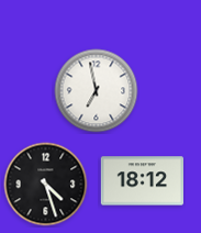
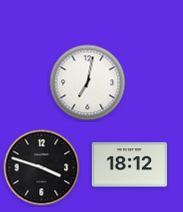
clock at (97, 91): 6:58 -> 7:02
clock at (46, 185): 4:27 -> 3:48
